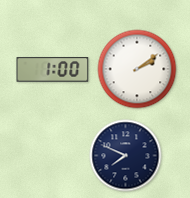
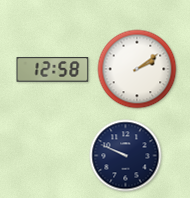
clock at (53, 70): 1:00 -> 12:58
clock at (126, 156): 7:49 -> 9:49
